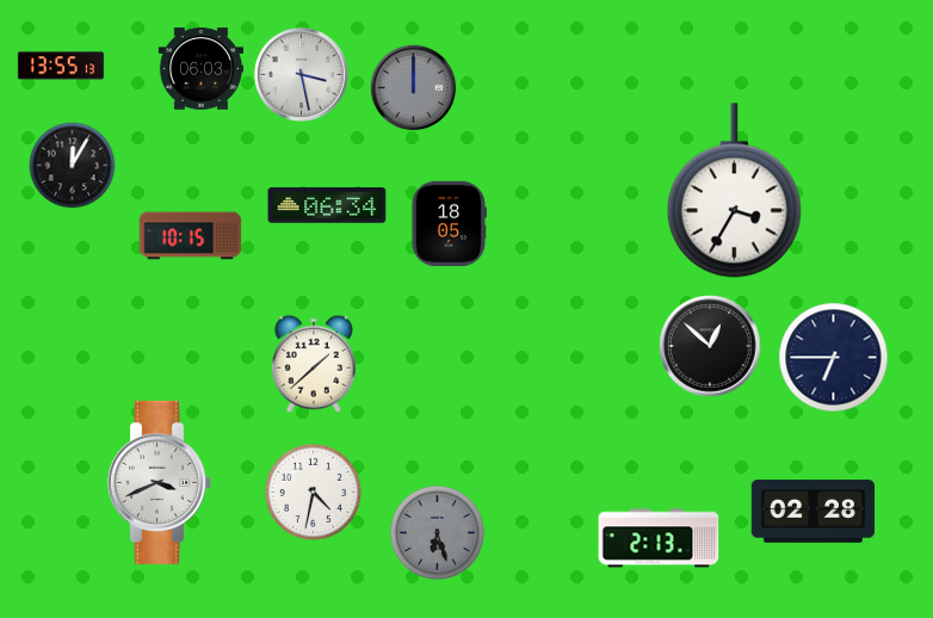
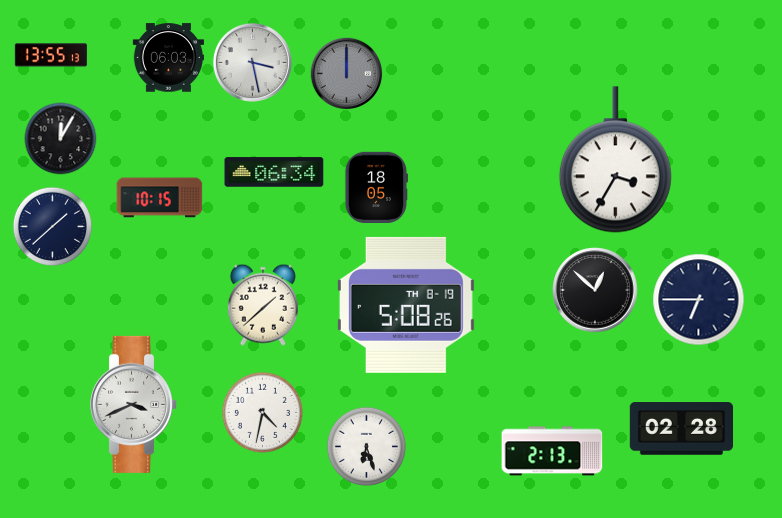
clock at (52, 226): none -> 1:38
clock at (406, 305): none -> 5:08
clock at (437, 532) dial: grey -> white
